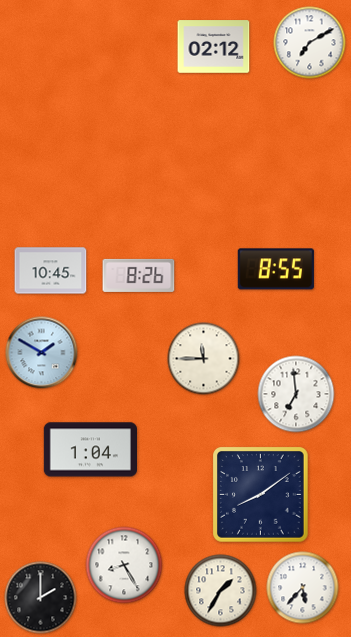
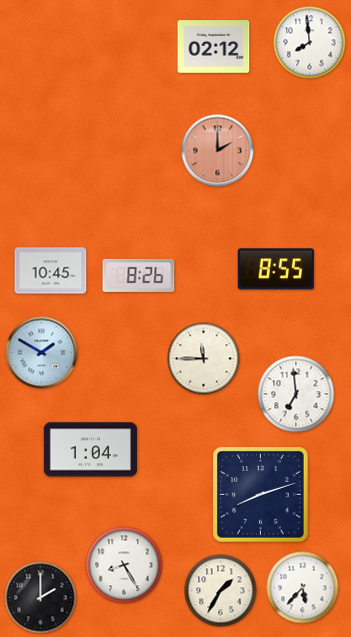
clock at (310, 43): 7:10 -> 7:59
clock at (218, 151): none -> 2:00
clock at (261, 495): 8:09 -> 8:12
